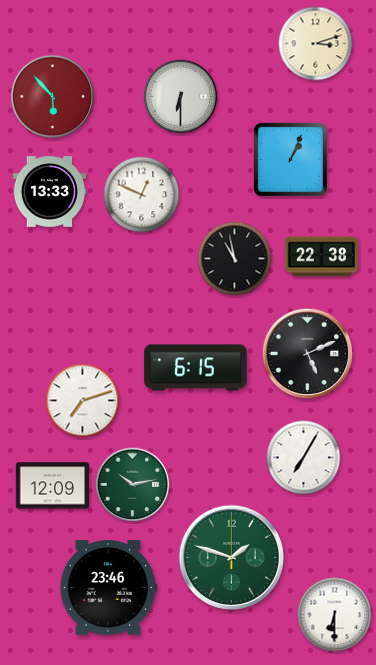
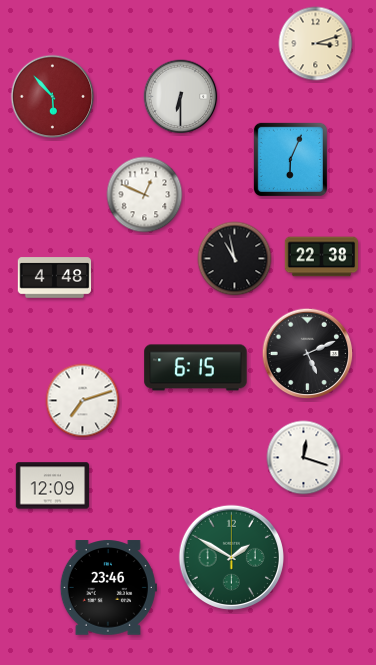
clock at (290, 159): 1:04 -> 6:04
clock at (50, 192): 13:33 -> none
clock at (142, 195) position: (142, 195) -> (145, 195)
clock at (55, 278): none -> 4:48
clock at (304, 458): 7:05 -> 12:18
clock at (133, 485): 10:13 -> none
clock at (231, 557): 1:48 -> 1:50
clock at (335, 615): 6:30 -> none
